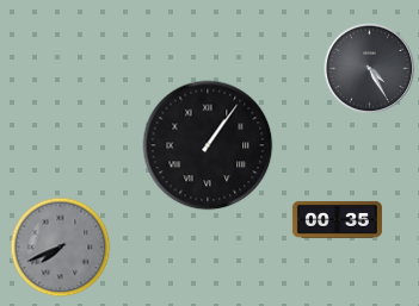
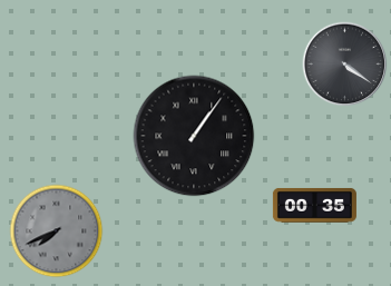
clock at (370, 69): 4:25 -> 4:21
